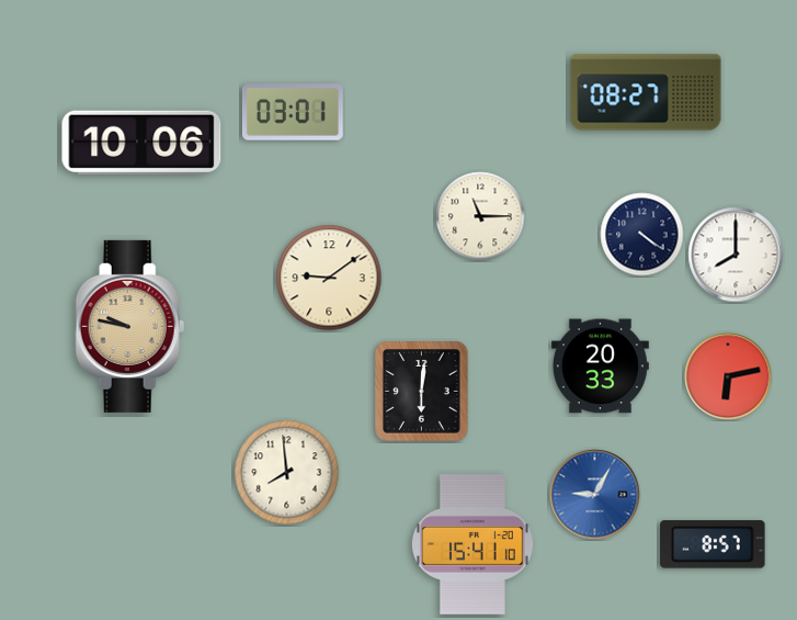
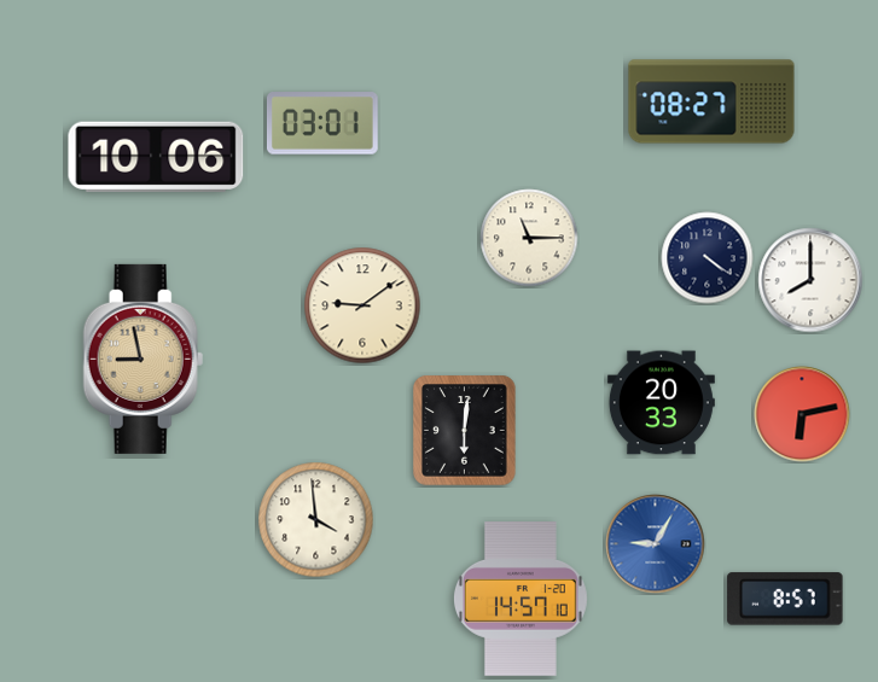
clock at (130, 326): 9:47 -> 8:58
clock at (287, 473): 7:59 -> 3:59
clock at (472, 544): 15:41 -> 14:57
